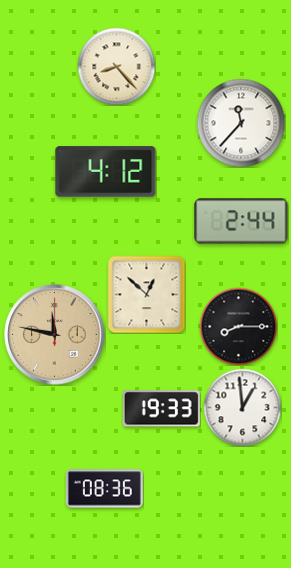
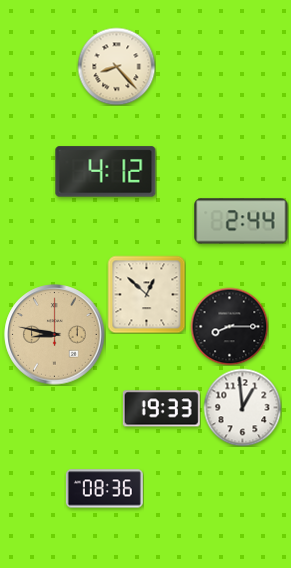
clock at (241, 123): 11:37 -> none
clock at (238, 326) position: (238, 326) -> (229, 326)
clock at (55, 335): 11:47 -> 8:47
